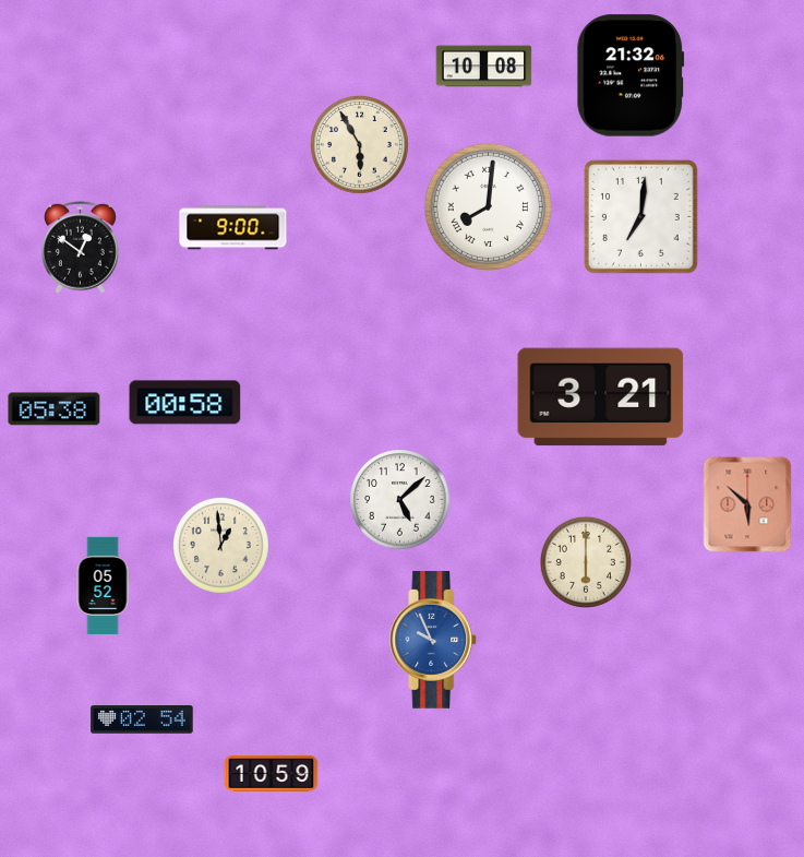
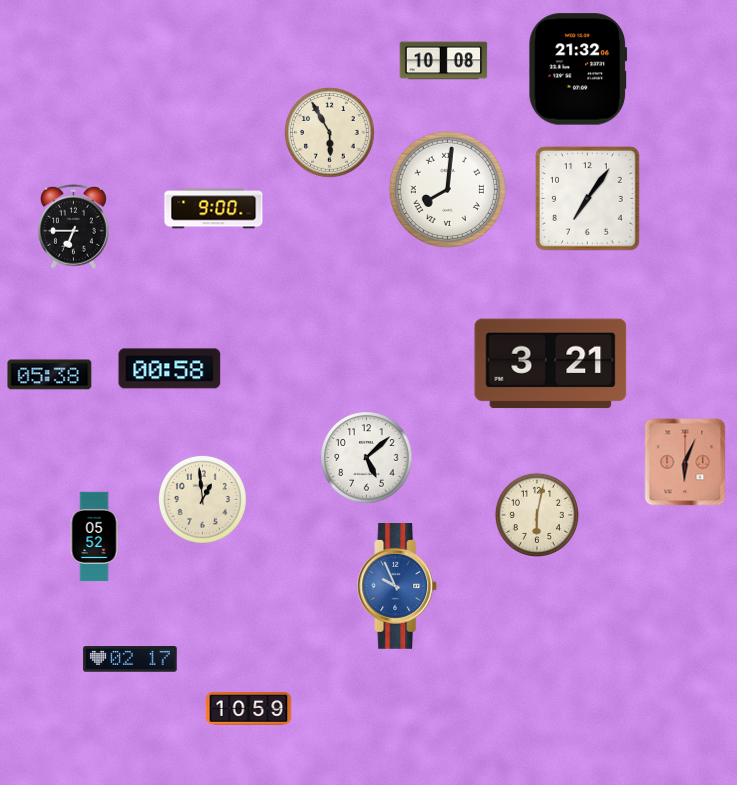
clock at (641, 217): 7:01 -> 7:06
clock at (80, 247): 12:51 -> 6:45
clock at (747, 504): 5:52 -> 6:04
clock at (586, 562): 6:00 -> 6:02
clock at (142, 719): 02:54 -> 02:17
